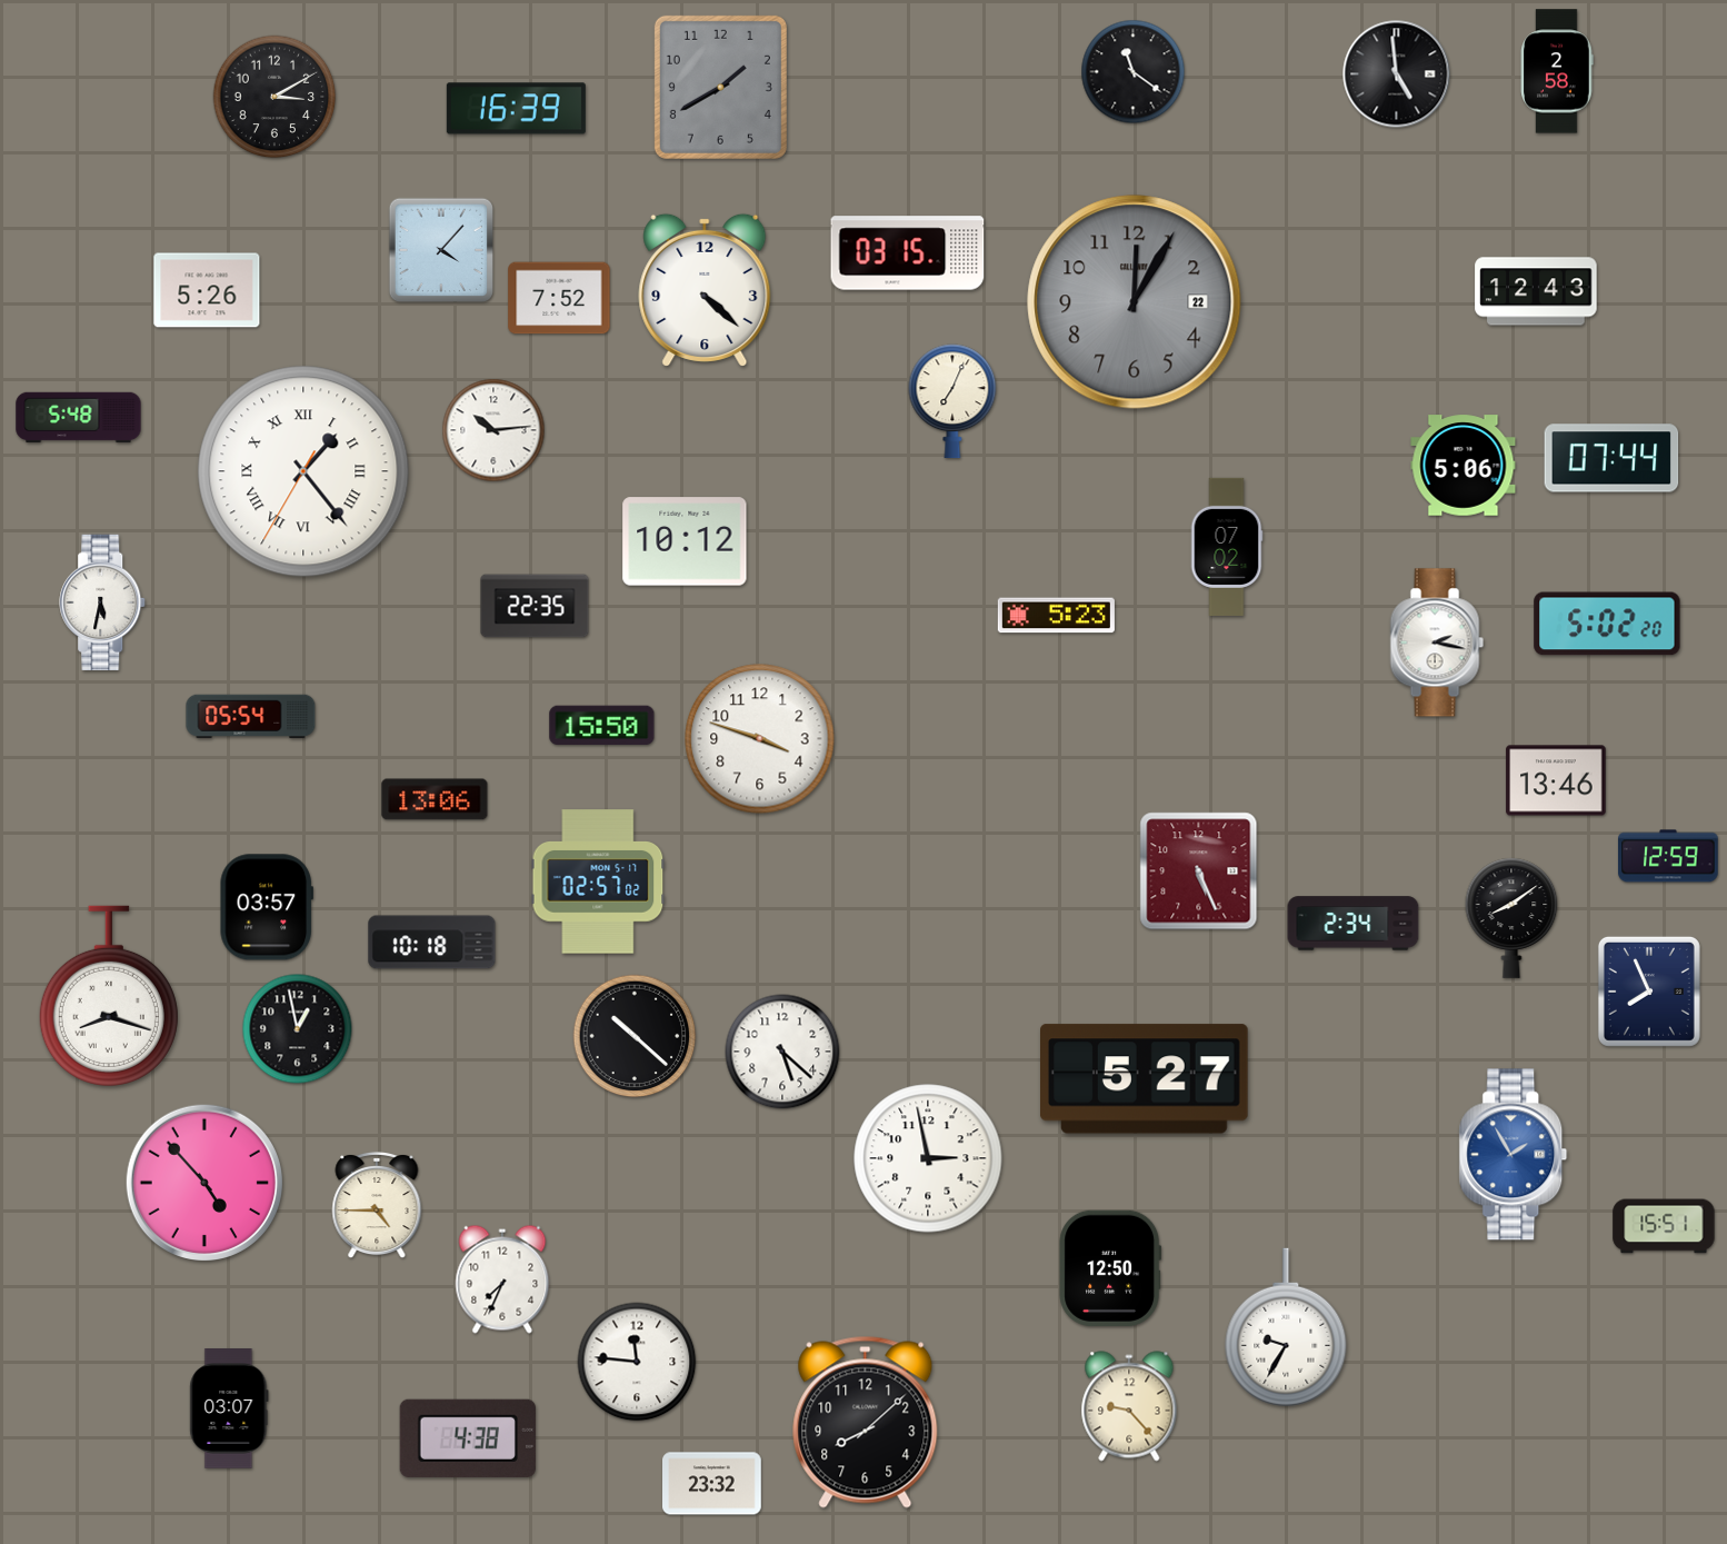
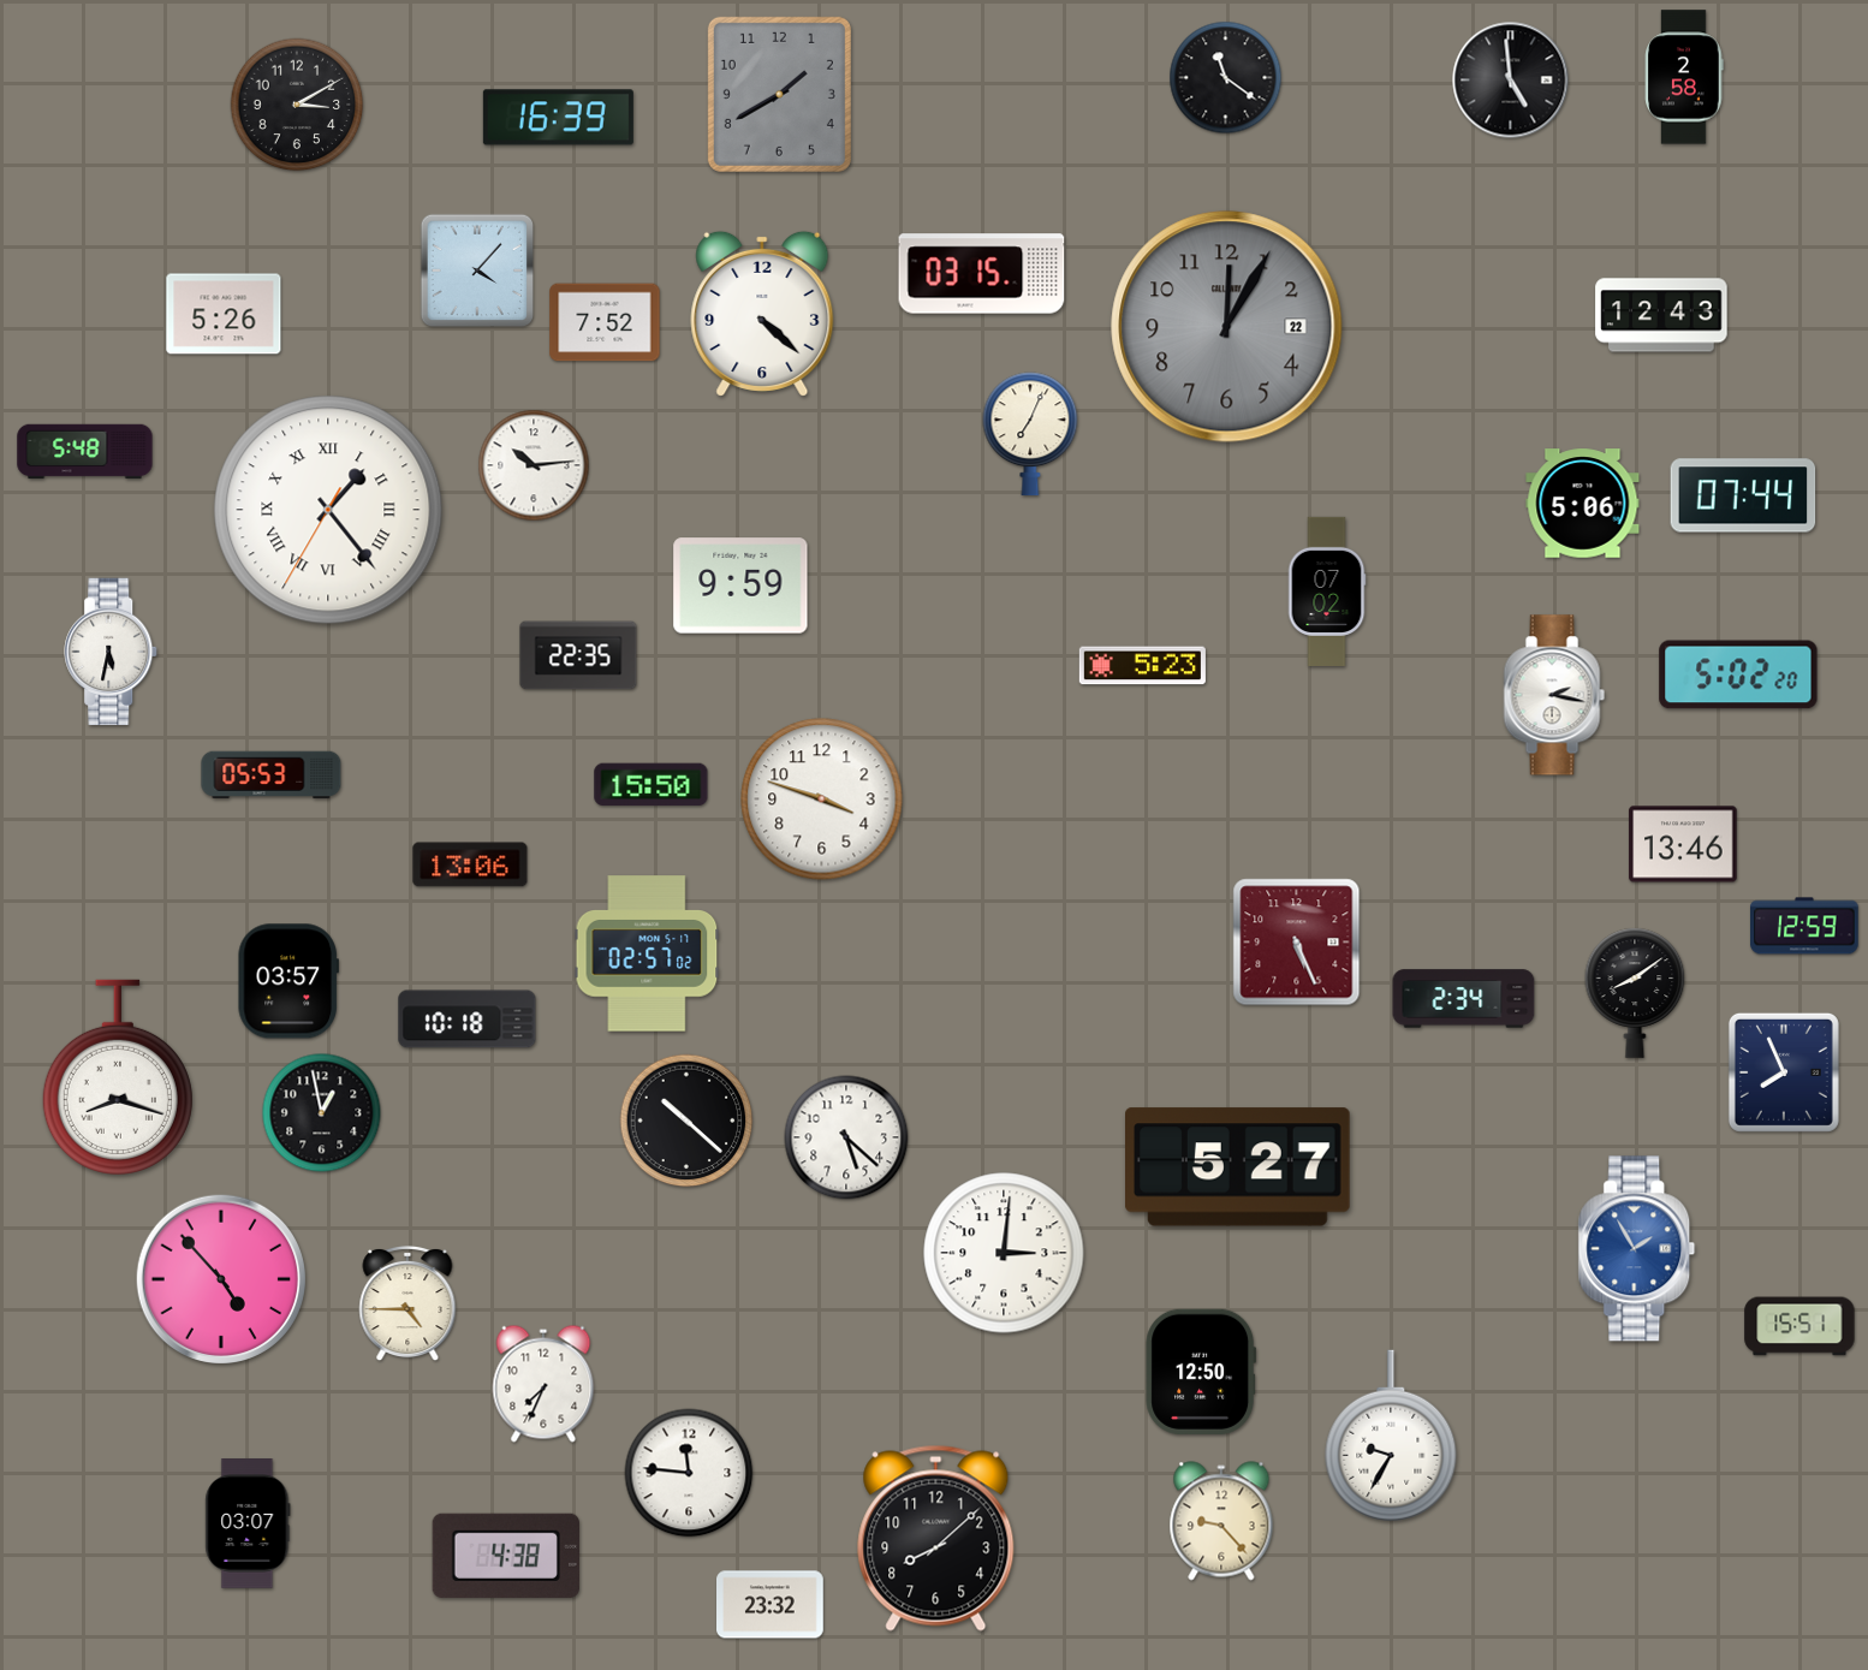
clock at (685, 541): 10:12 -> 9:59
clock at (251, 717): 05:54 -> 05:53
clock at (928, 1158): 2:58 -> 3:01
